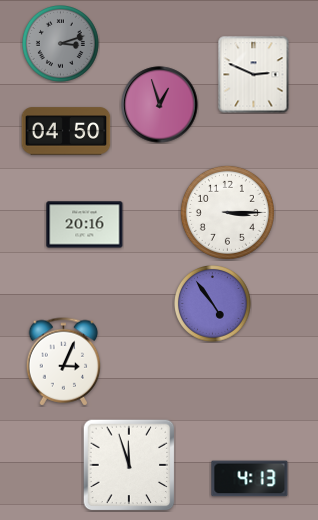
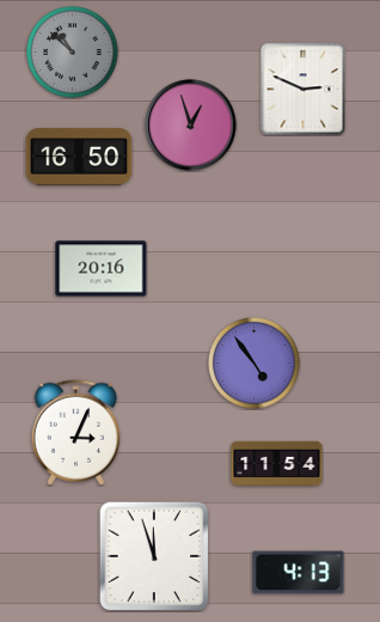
clock at (61, 44): 3:12 -> 10:52
clock at (66, 131): 04:50 -> 16:50
clock at (227, 212): 3:15 -> none
clock at (277, 463): none -> 11:54
